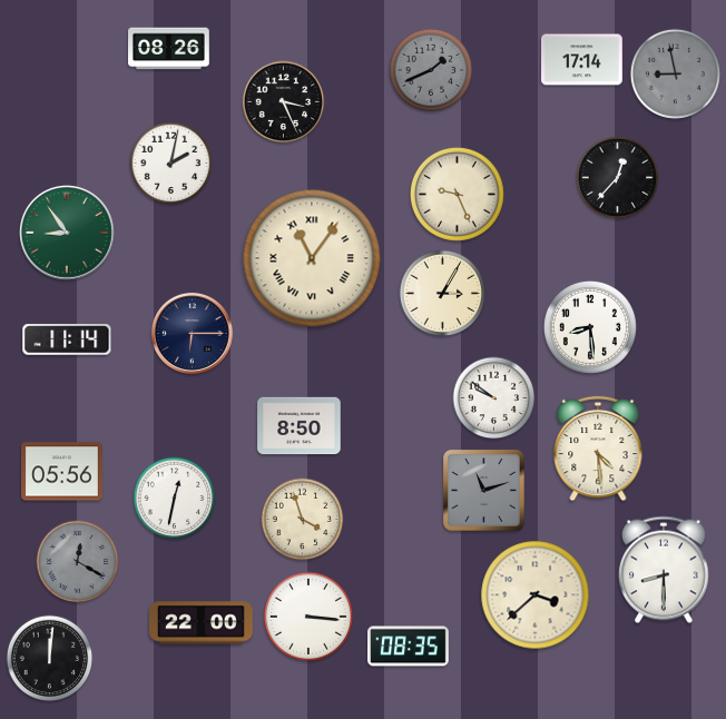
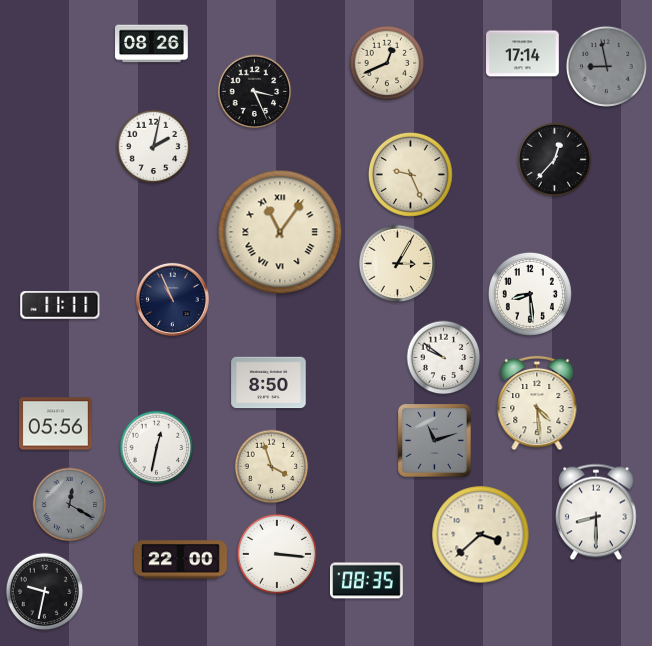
clock at (431, 70): 1:41 -> 12:41
clock at (431, 70) dial: grey -> cream
clock at (68, 234): 8:54 -> none
clock at (192, 333): 6:15 -> 10:56
clock at (67, 339): 11:14 -> 11:11
clock at (50, 659): 12:01 -> 9:32
